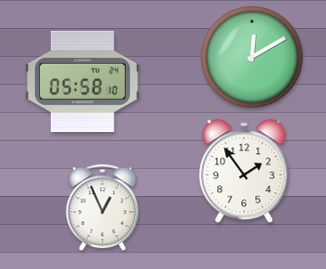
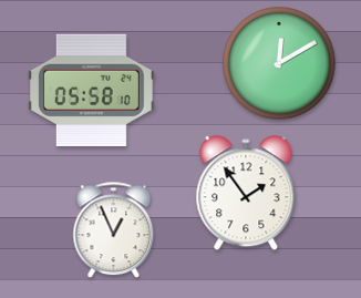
clock at (244, 172) position: (244, 172) -> (246, 194)
